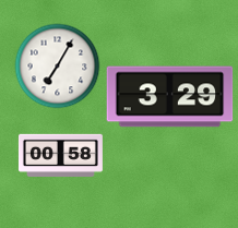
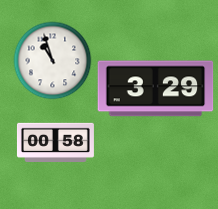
clock at (57, 65): 7:05 -> 10:57
